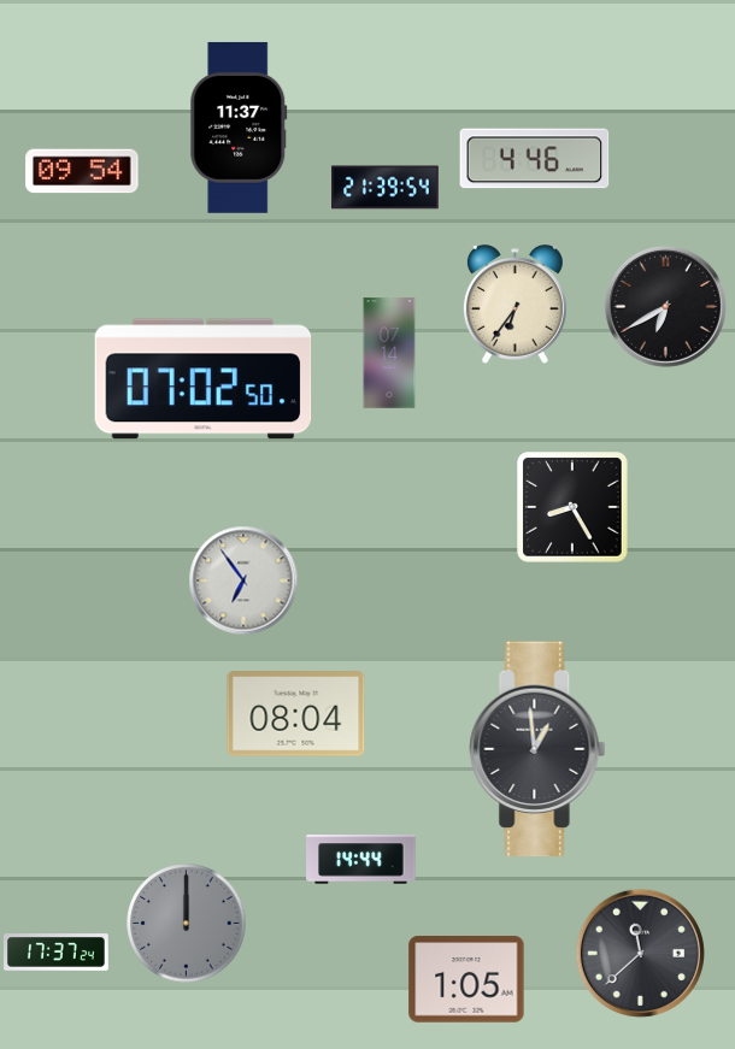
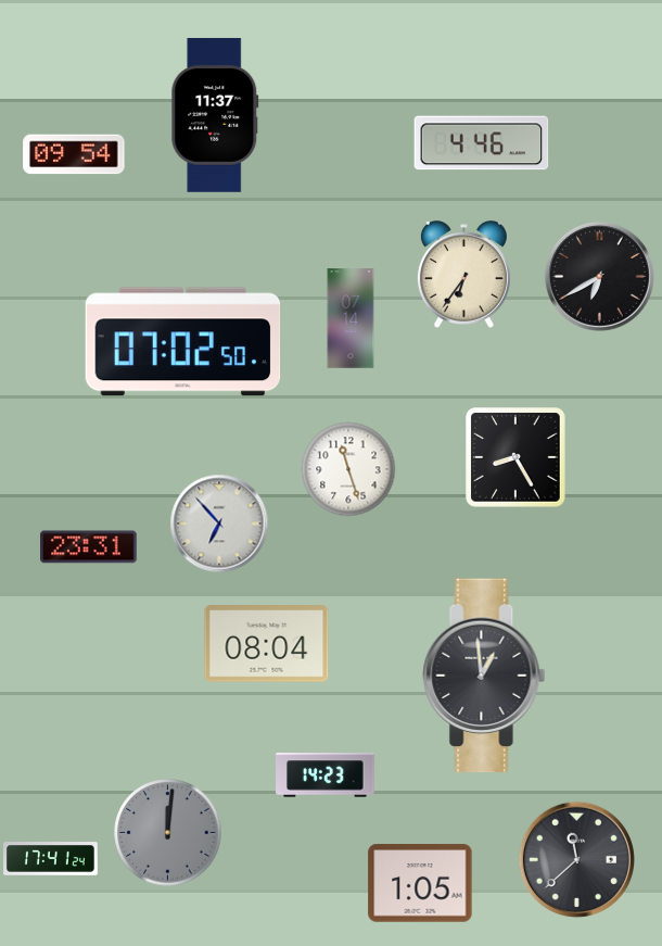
clock at (386, 188): 21:39 -> none
clock at (348, 469): none -> 11:27
clock at (243, 581): 6:54 -> 6:53
clock at (89, 547): none -> 23:31
clock at (361, 860): 14:44 -> 14:23
clock at (187, 924): 12:00 -> 12:01
clock at (57, 953): 17:37 -> 17:41
